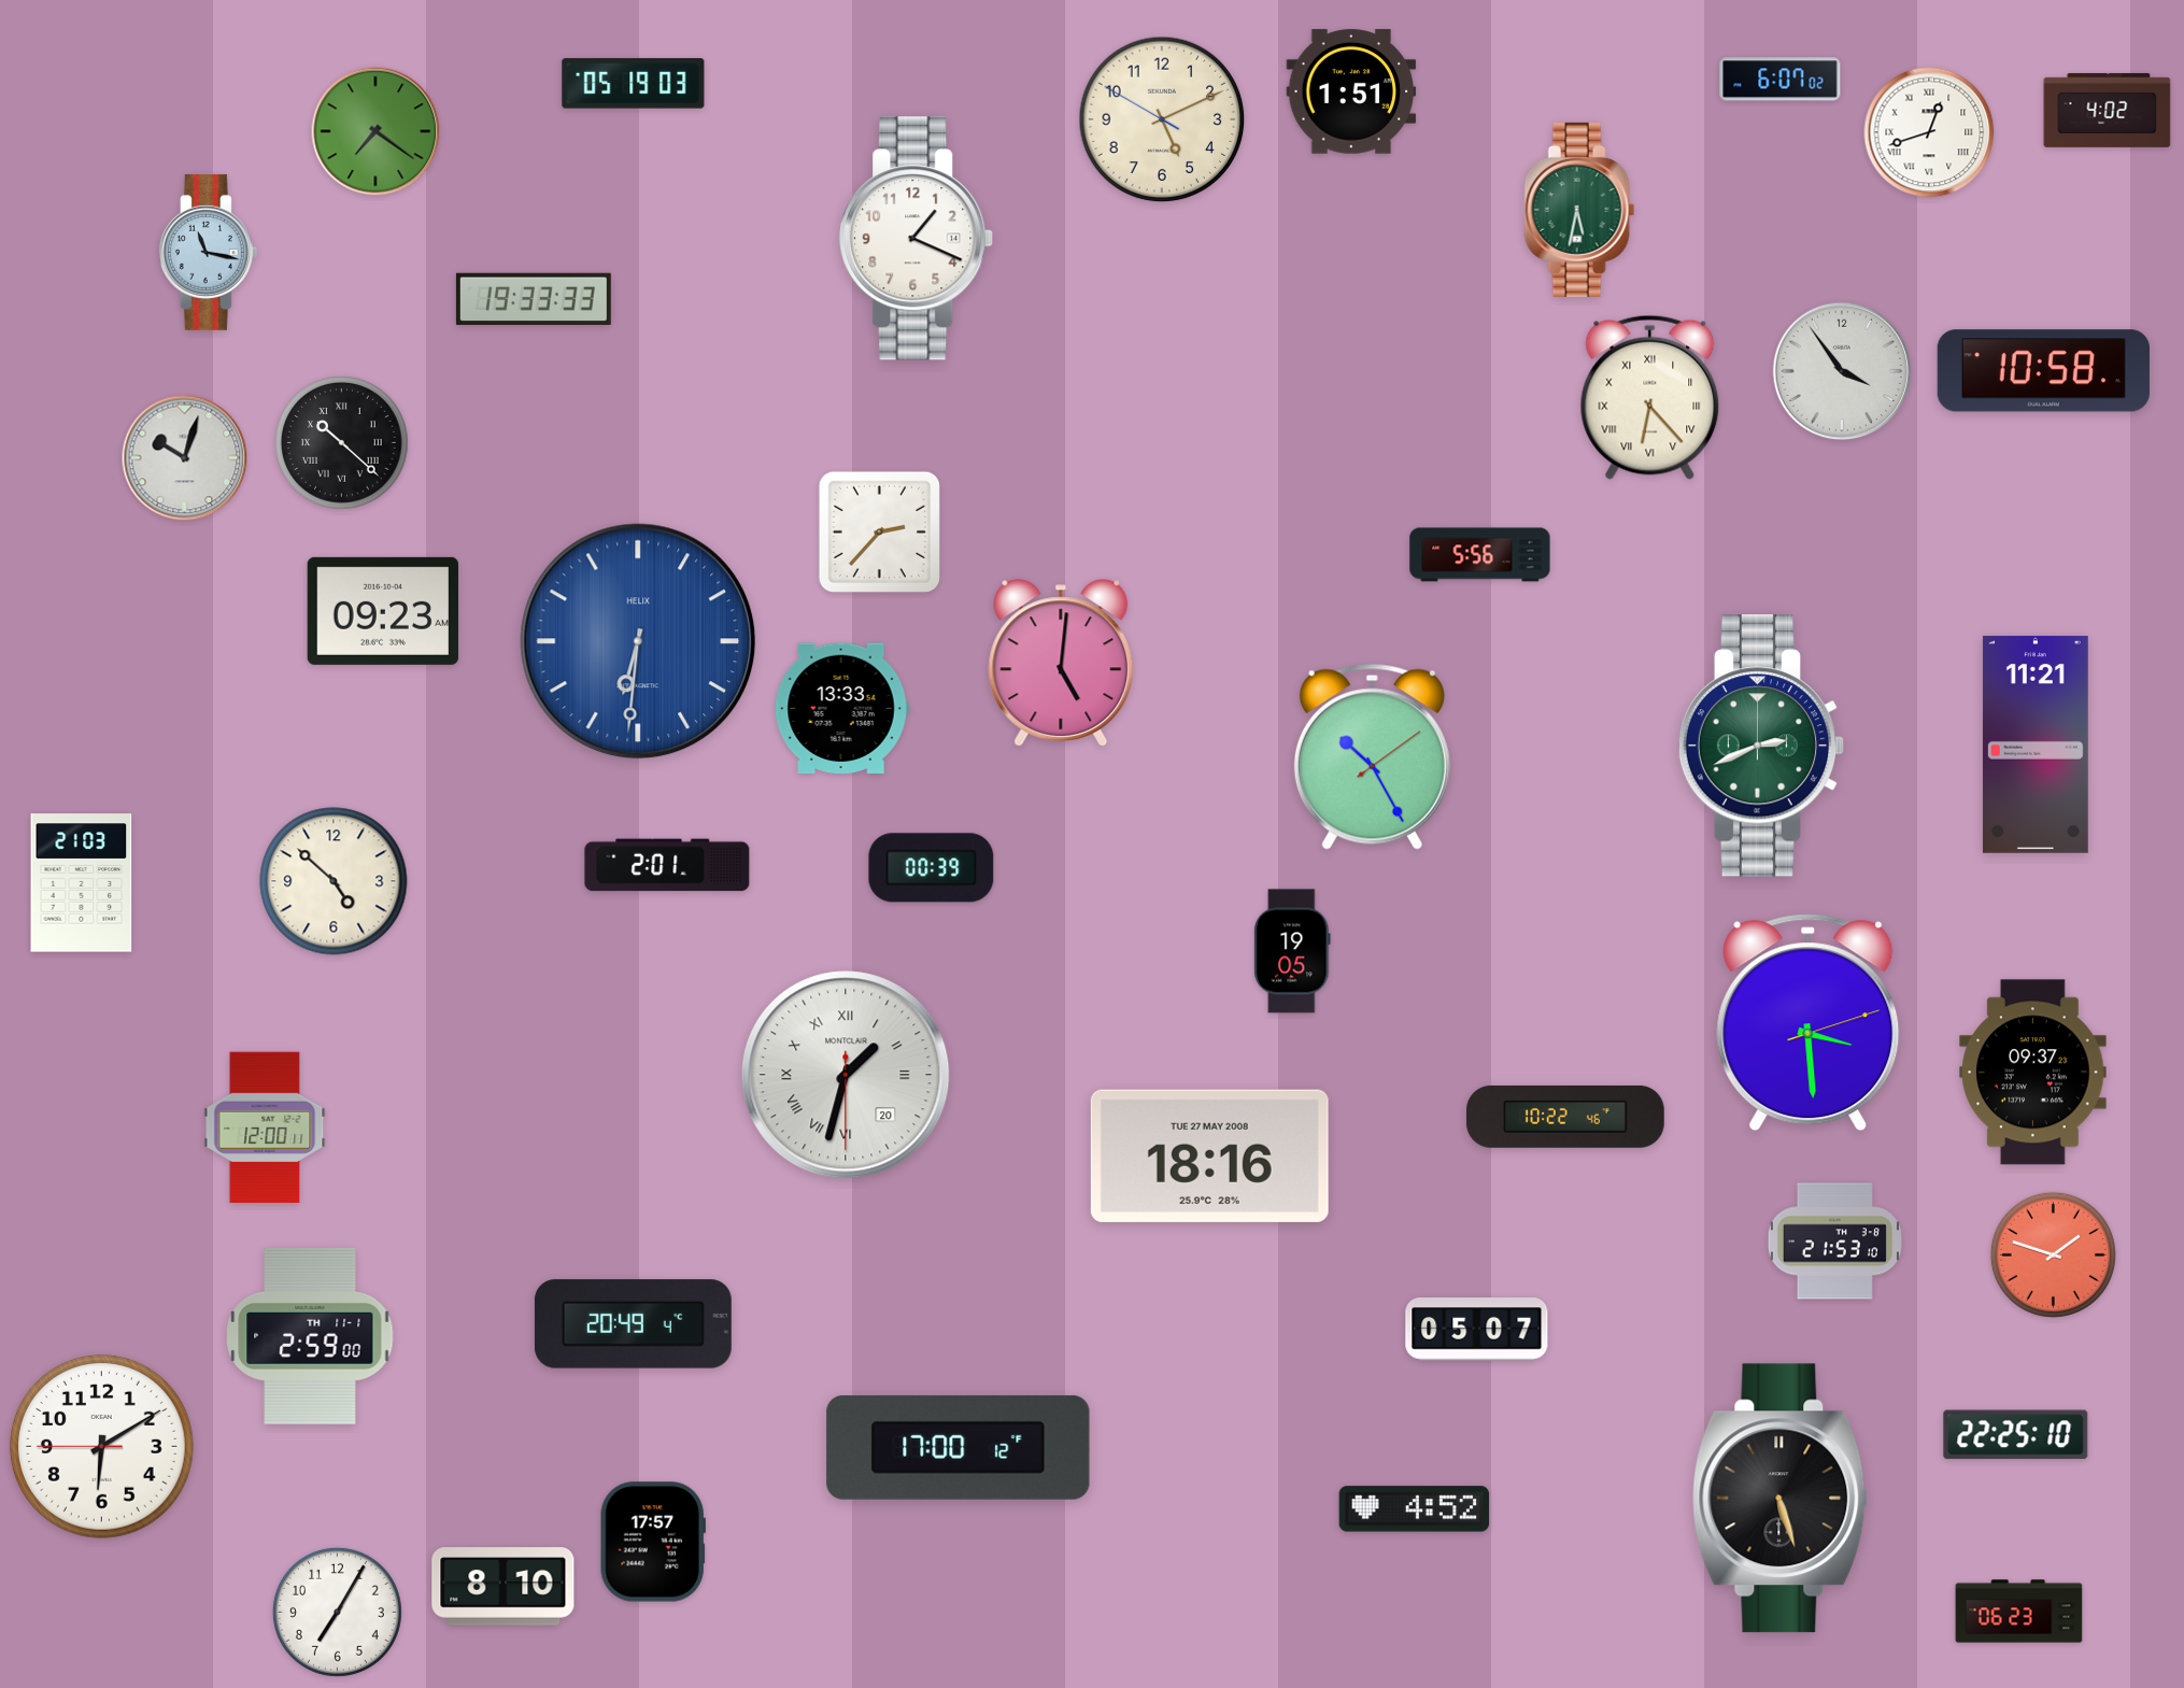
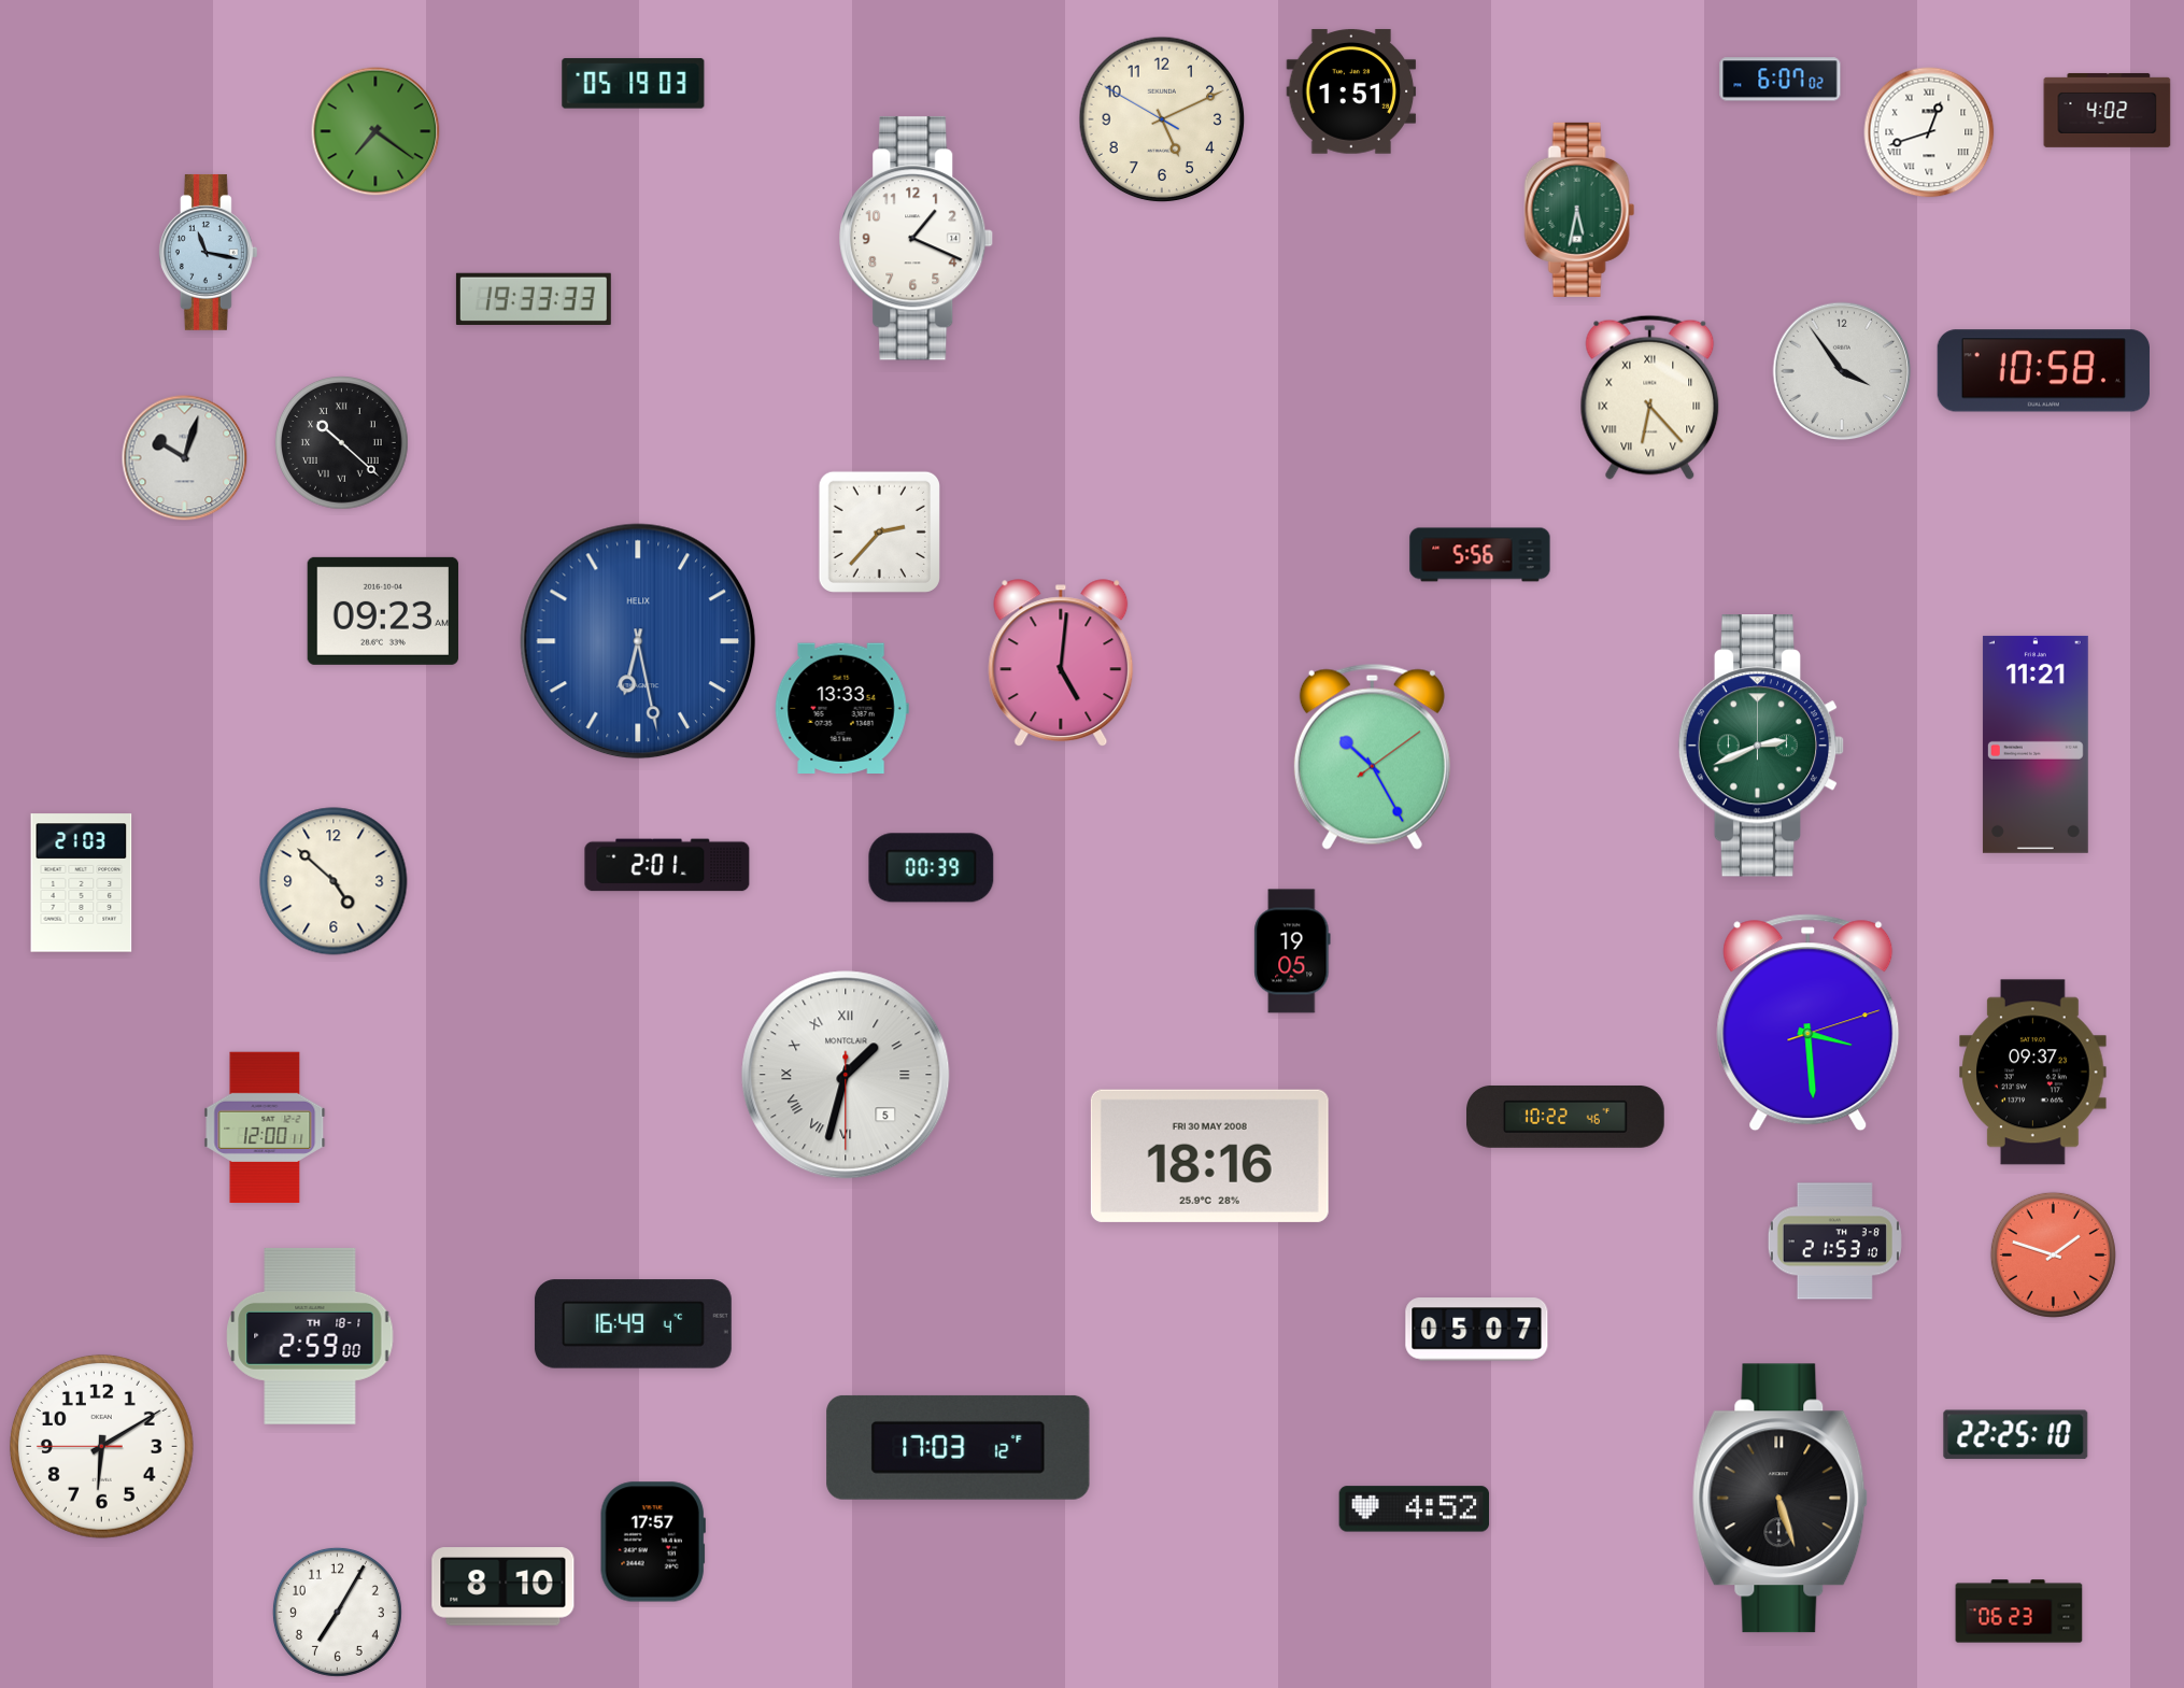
clock at (638, 641): 6:31 -> 6:28
clock at (846, 1075) date: 20 -> 5
clock at (1209, 1155) date: TUE 27 MAY 2008 -> FRI 30 MAY 2008
clock at (633, 1324): 20:49 -> 16:49
clock at (310, 1336) date: TH 11-1 -> TH 18-1
clock at (959, 1447): 17:00 -> 17:03
